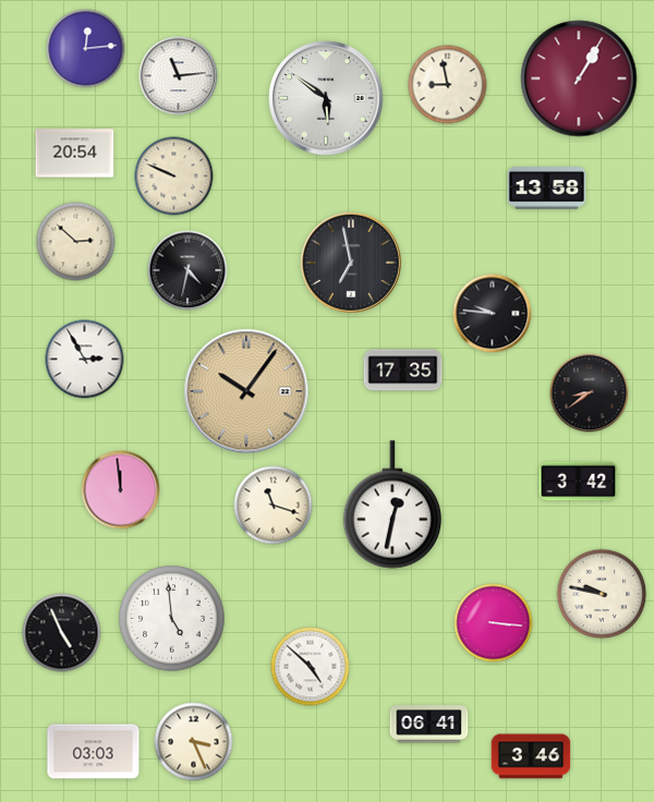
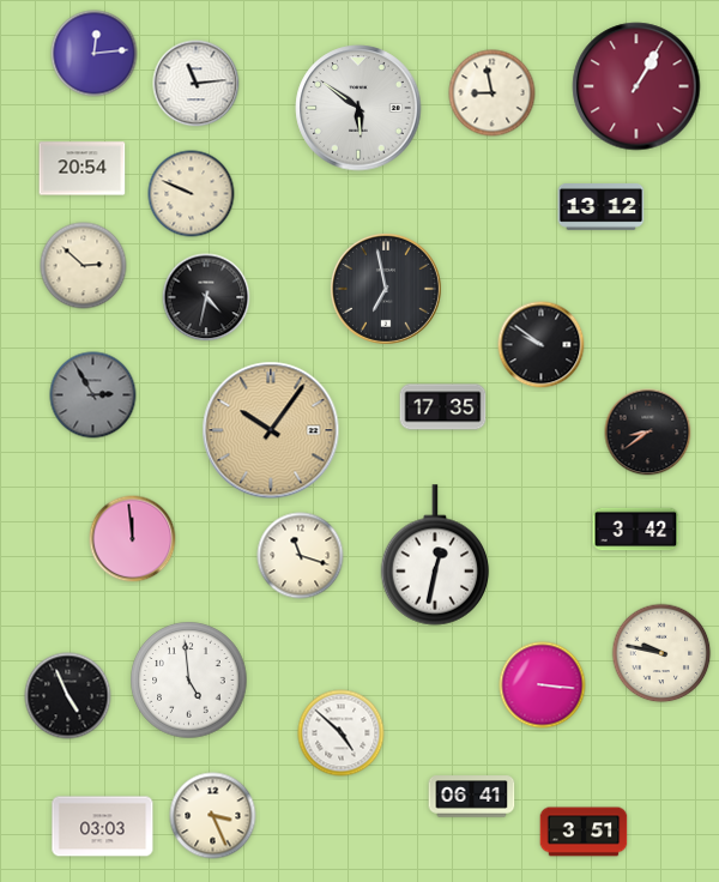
clock at (547, 189): 13:58 -> 13:12
clock at (493, 314): 9:46 -> 9:51
clock at (85, 360) dial: white -> grey
clock at (392, 505) position: (392, 505) -> (435, 555)
clock at (531, 756): 3:46 -> 3:51
